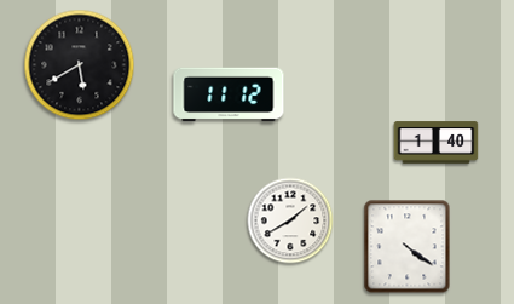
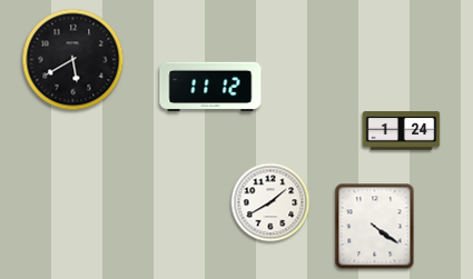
clock at (437, 143): 1:40 -> 1:24
clock at (290, 220) position: (290, 220) -> (270, 202)
